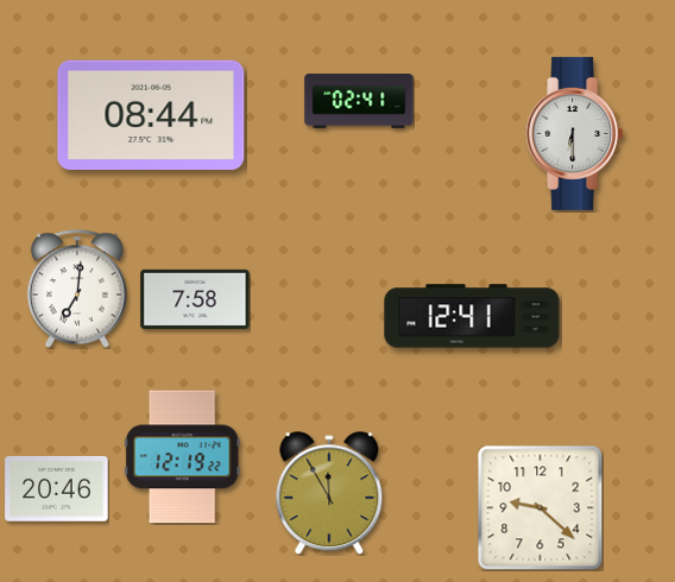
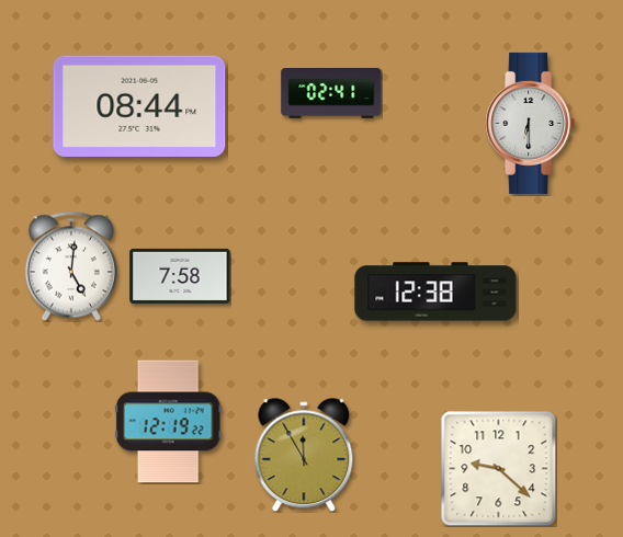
clock at (77, 289): 7:01 -> 5:01
clock at (472, 316): 12:41 -> 12:38
clock at (57, 489): 20:46 -> none
